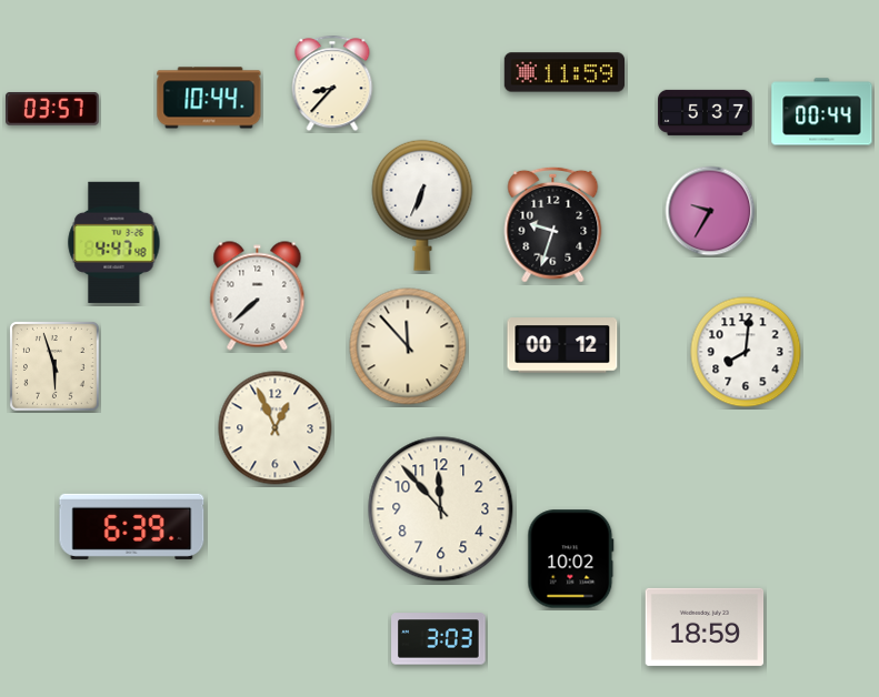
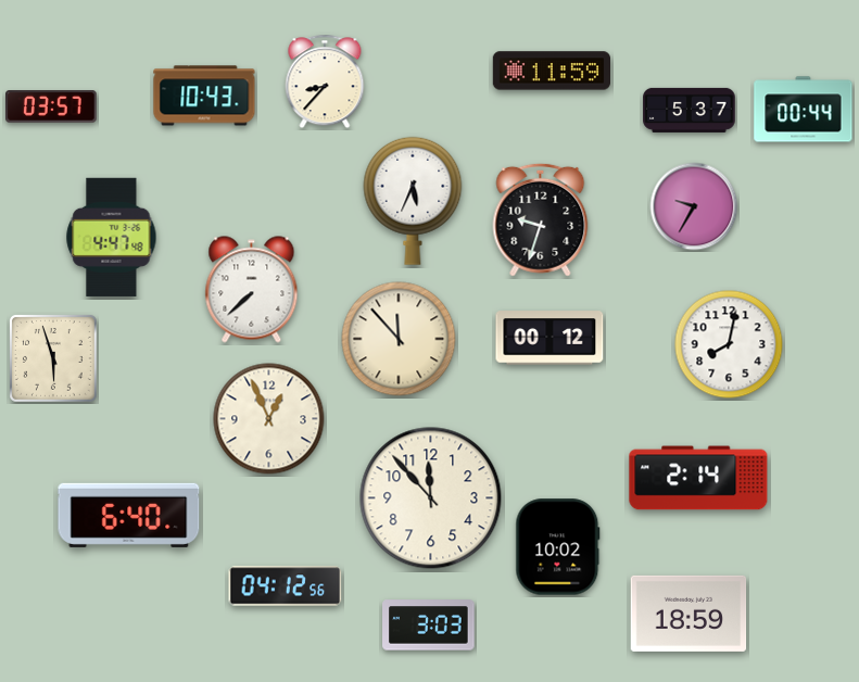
clock at (209, 98): 10:44 -> 10:43
clock at (422, 205): 6:34 -> 5:34
clock at (746, 352): 8:01 -> 8:02
clock at (698, 478): none -> 2:14
clock at (132, 526): 6:39 -> 6:40
clock at (286, 586): none -> 04:12
